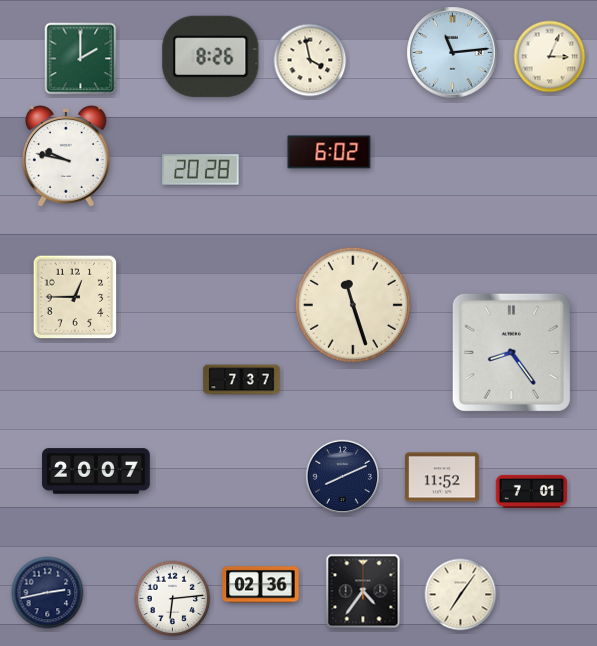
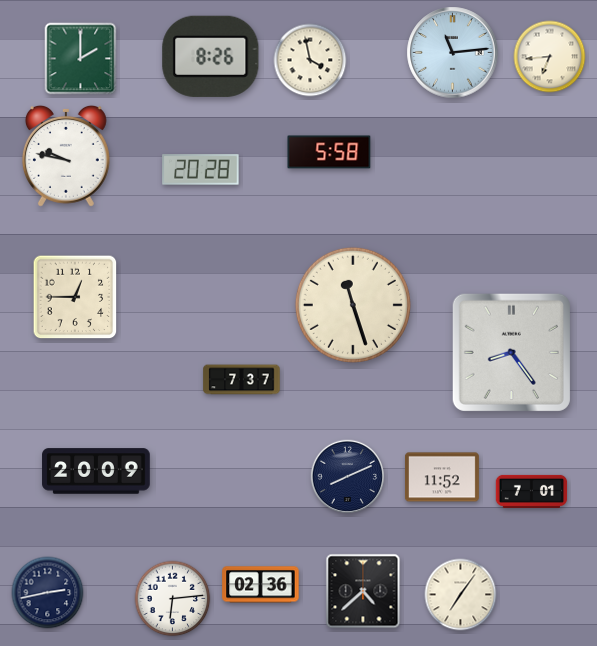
clock at (550, 57): 3:04 -> 6:44
clock at (329, 152): 6:02 -> 5:58
clock at (96, 471): 20:07 -> 20:09
clock at (343, 477) position: (343, 477) -> (348, 477)
clock at (363, 591): 4:36 -> 4:38
